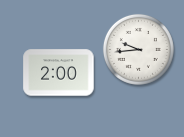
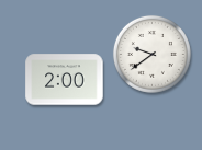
clock at (138, 49): 9:44 -> 9:39
